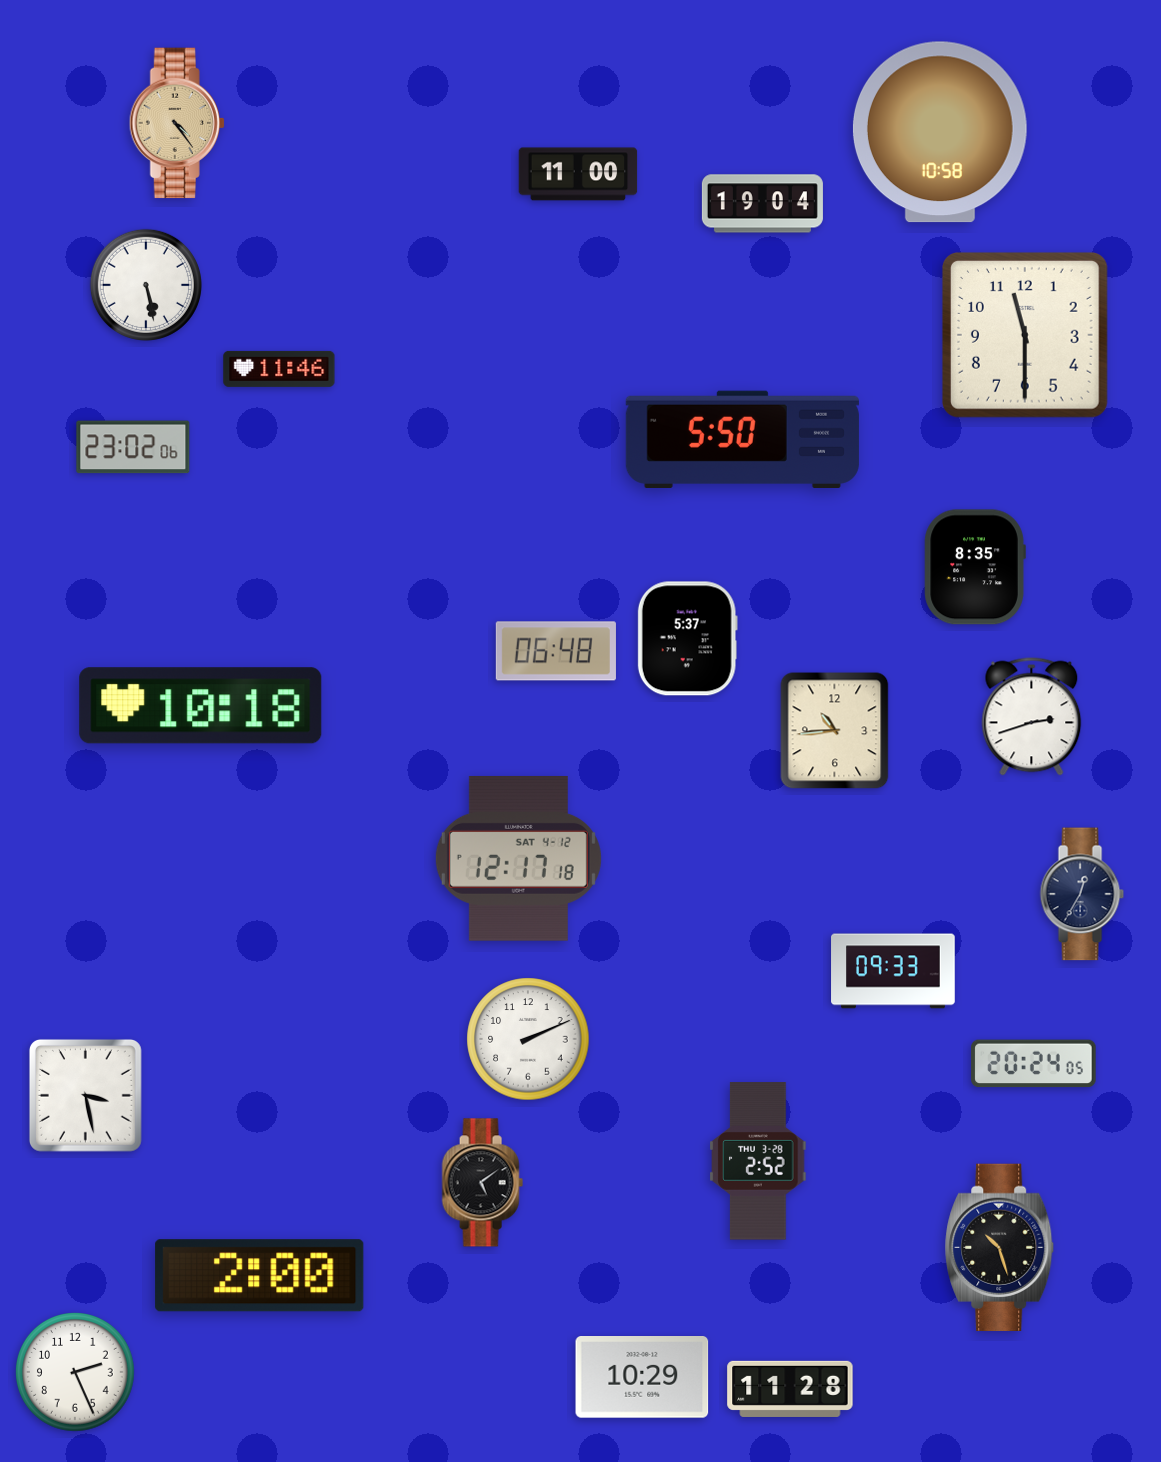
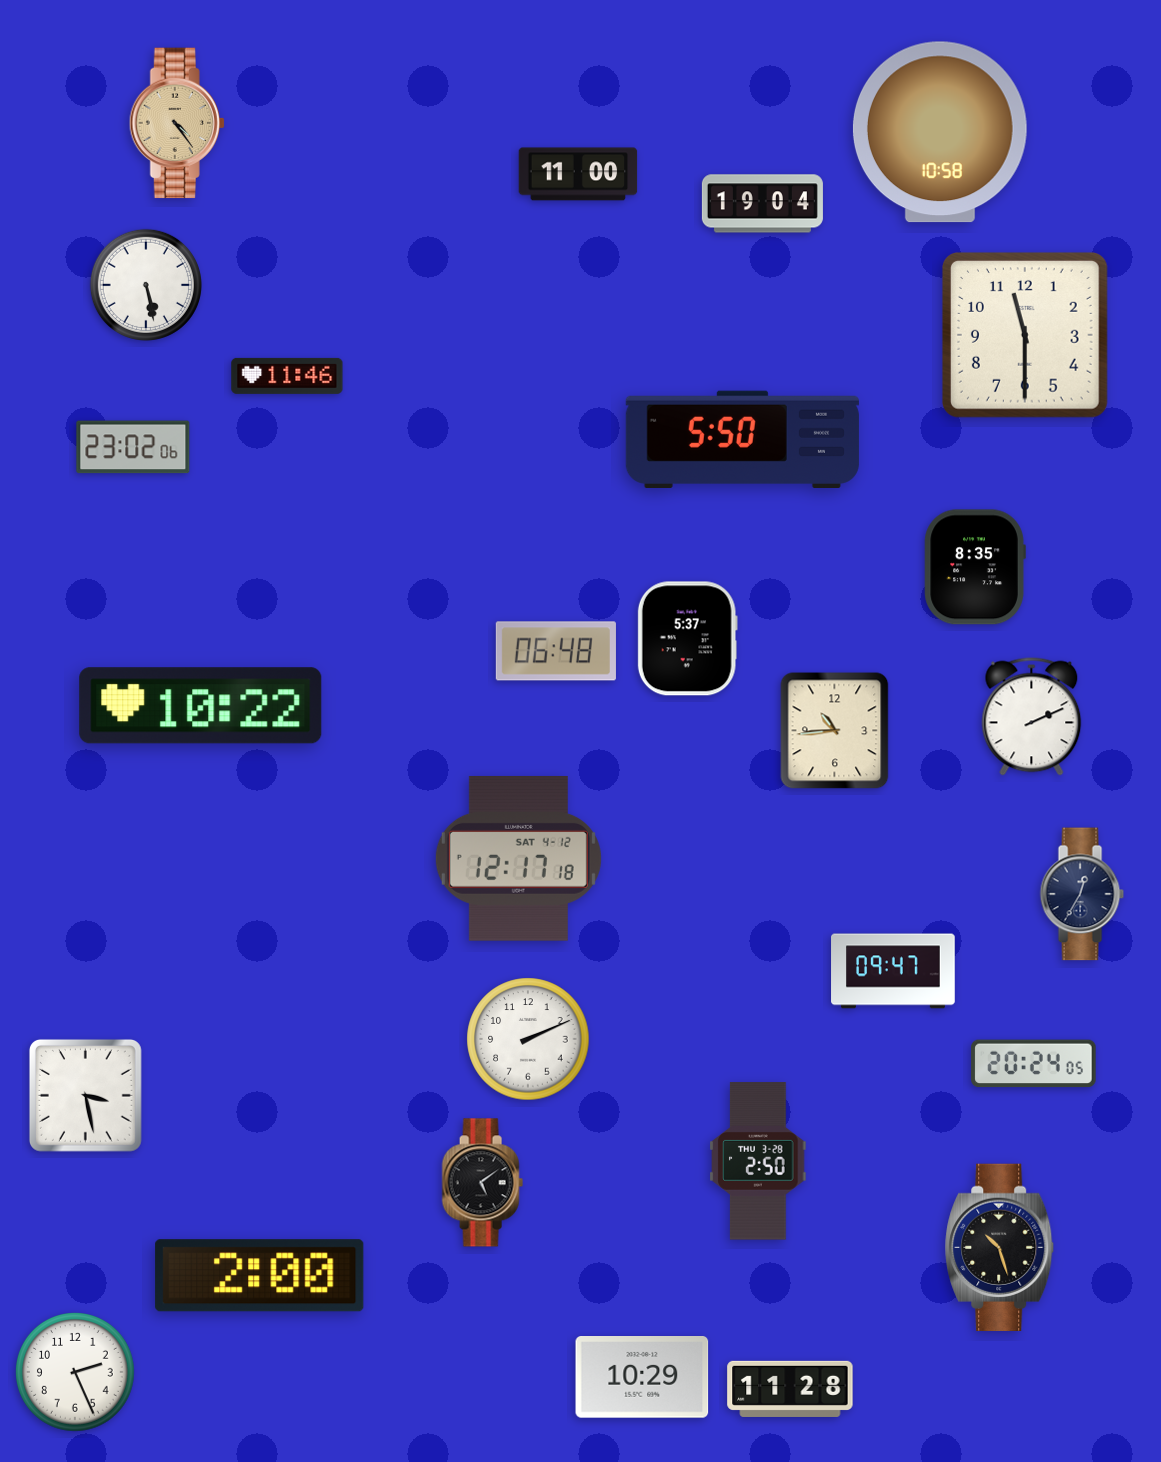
clock at (279, 369) position: (279, 369) -> (287, 376)
clock at (201, 706): 10:18 -> 10:22
clock at (1032, 717): 2:42 -> 2:11
clock at (893, 971): 09:33 -> 09:47
clock at (758, 1161): 2:52 -> 2:50
